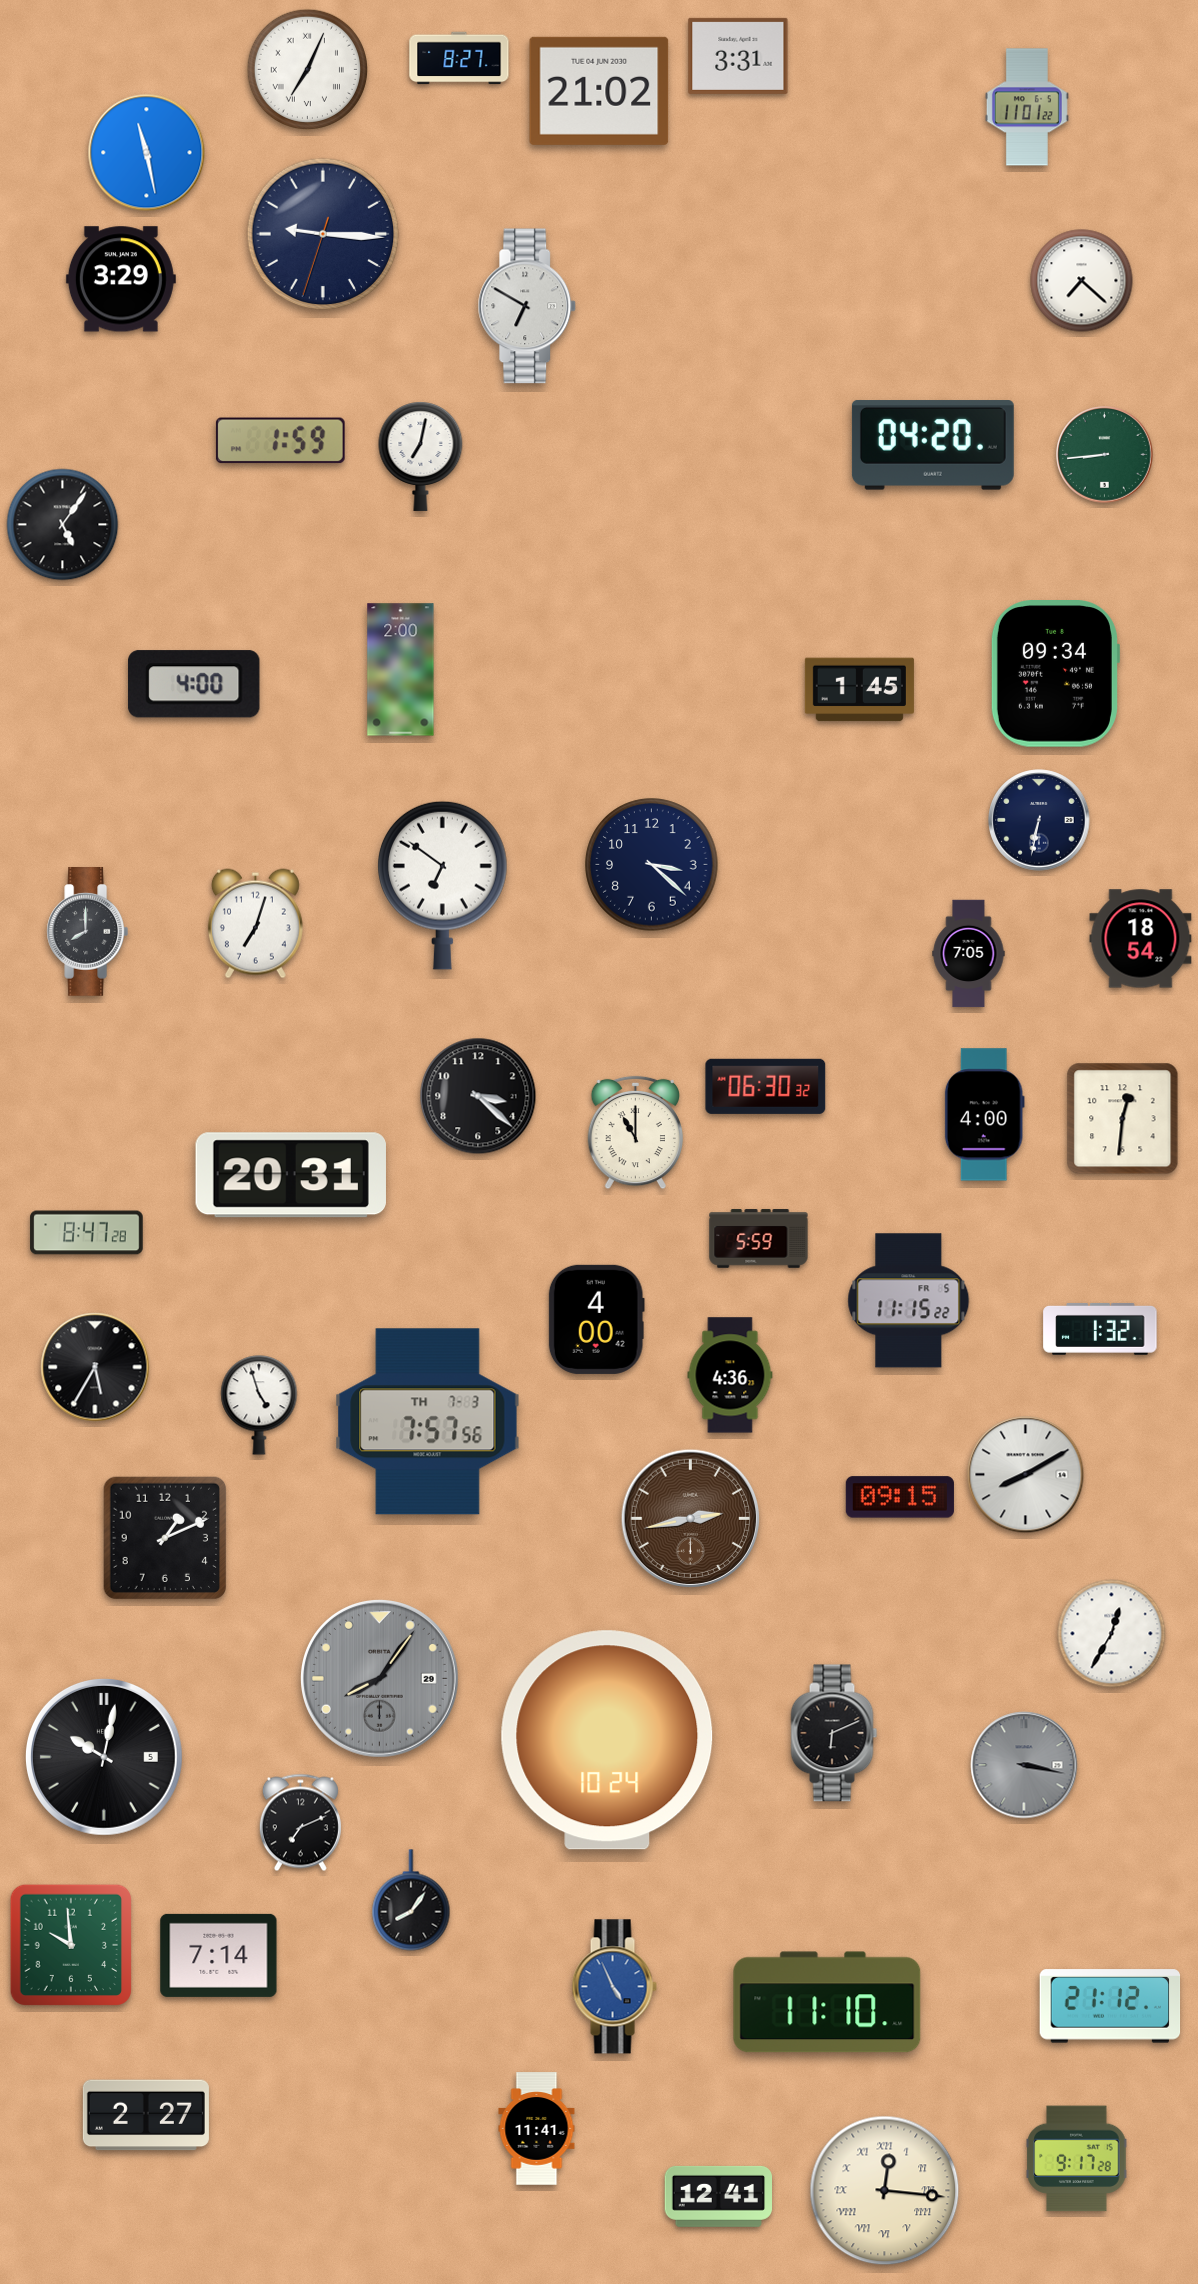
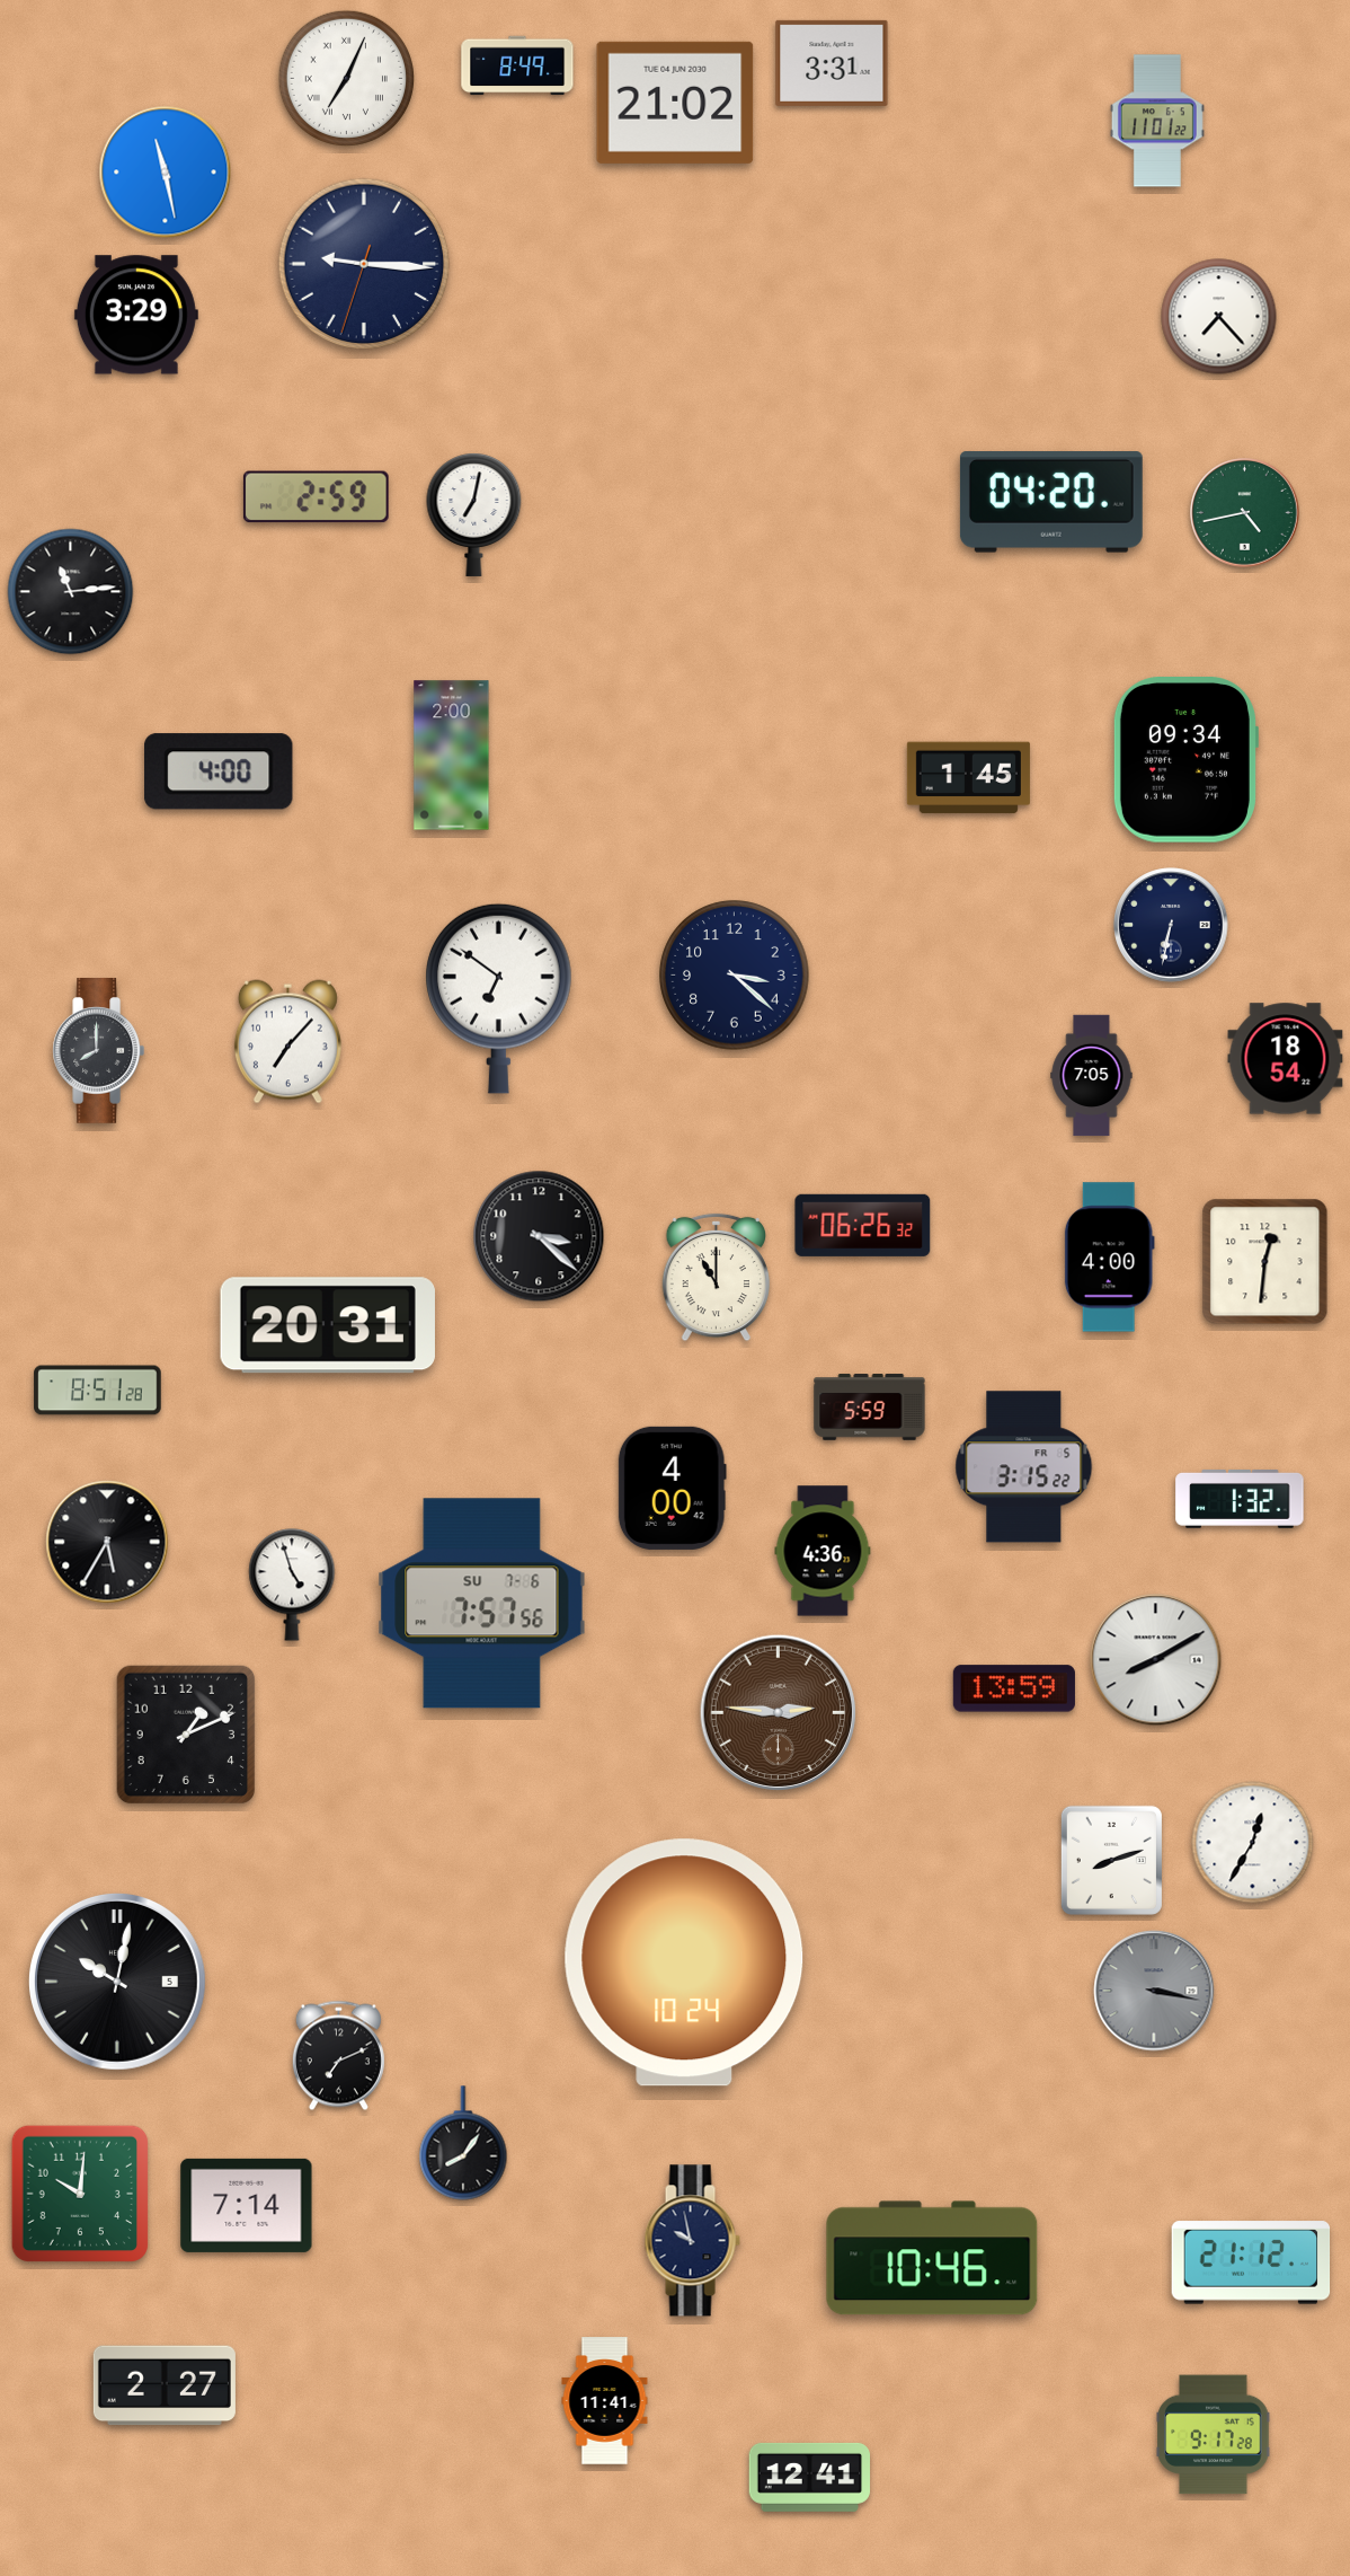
clock at (459, 58): 8:27 -> 8:49
clock at (1082, 281): 7:22 -> 7:23
clock at (527, 306): 6:50 -> none
clock at (280, 441): 1:59 -> 2:59
clock at (1105, 455): 8:44 -> 4:43
clock at (63, 525): 5:06 -> 11:14
clock at (1055, 674) position: (1055, 674) -> (1185, 760)
clock at (255, 924): 7:03 -> 7:07
clock at (766, 1086): 06:30 -> 06:26
clock at (87, 1233): 8:47 -> 8:51
clock at (759, 1239) position: (759, 1239) -> (870, 1408)
clock at (909, 1301): 11:15 -> 3:15
clock at (428, 1422) date: TH 7-3 -> SU 7-6
clock at (1026, 1475) position: (1026, 1475) -> (1156, 1660)
clock at (900, 1497): 09:15 -> 13:59
clock at (691, 1519): 2:43 -> 2:46
clock at (1111, 1860): none -> 8:12
clock at (379, 1678): 8:06 -> none
clock at (834, 1733): 6:11 -> none
clock at (71, 1945): 9:59 -> 10:01
clock at (614, 1987): 4:56 -> 9:58
clock at (614, 1987) dial: blue -> navy
clock at (827, 2002): 11:10 -> 10:46
clock at (885, 2191): 12:16 -> none
